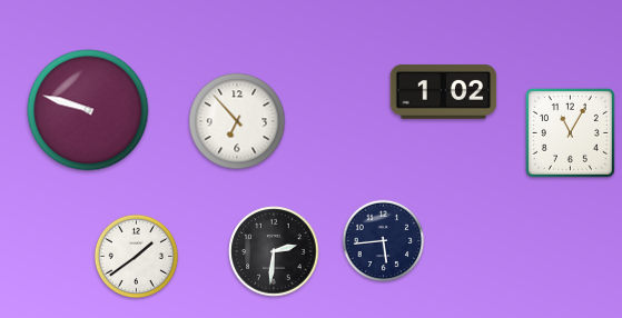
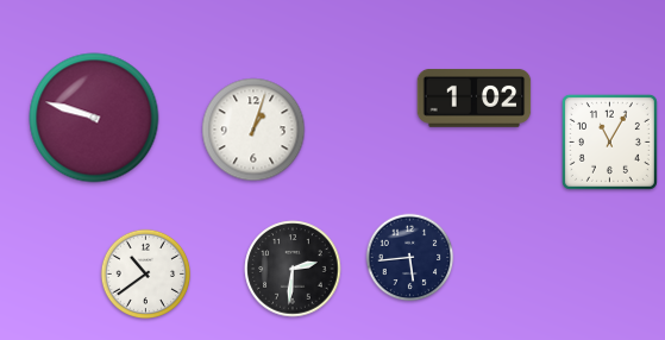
clock at (237, 121): 6:53 -> 1:03
clock at (137, 257): 1:39 -> 10:39
